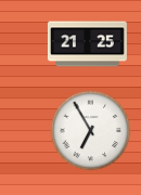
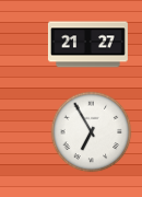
clock at (87, 44): 21:25 -> 21:27
